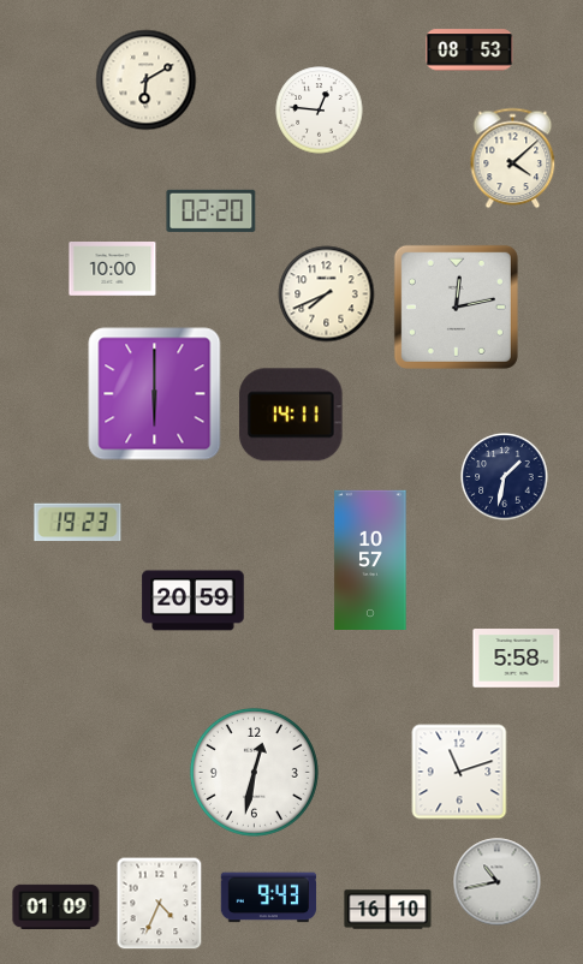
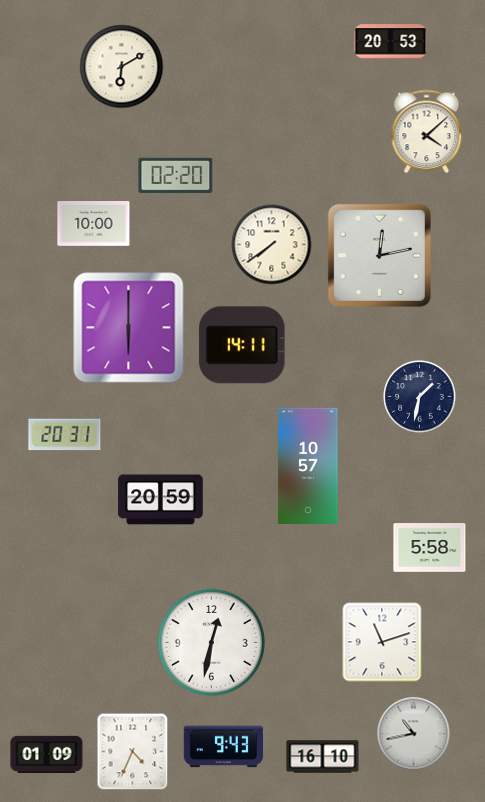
clock at (470, 50): 08:53 -> 20:53
clock at (320, 111): 12:46 -> none
clock at (327, 294): 7:41 -> 7:39
clock at (78, 523): 19:23 -> 20:31
